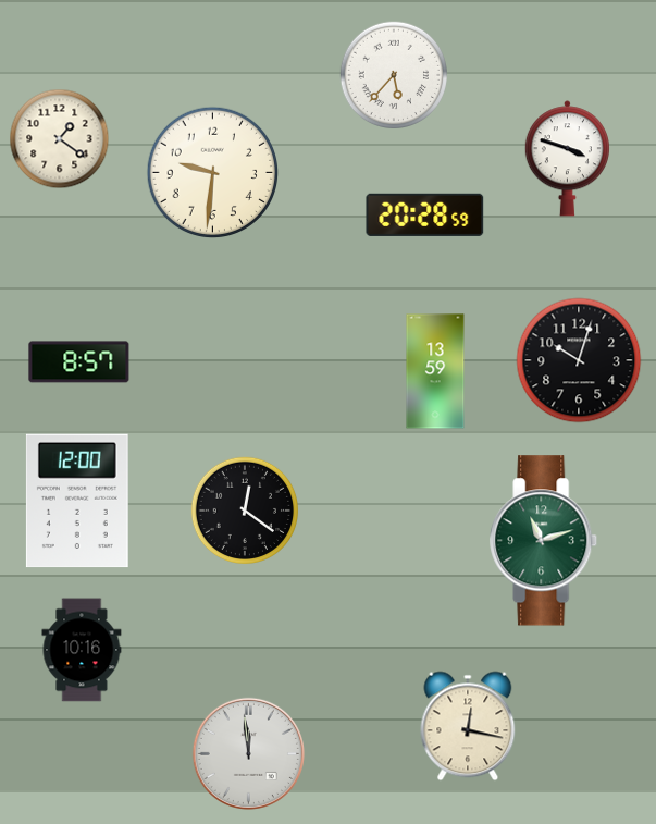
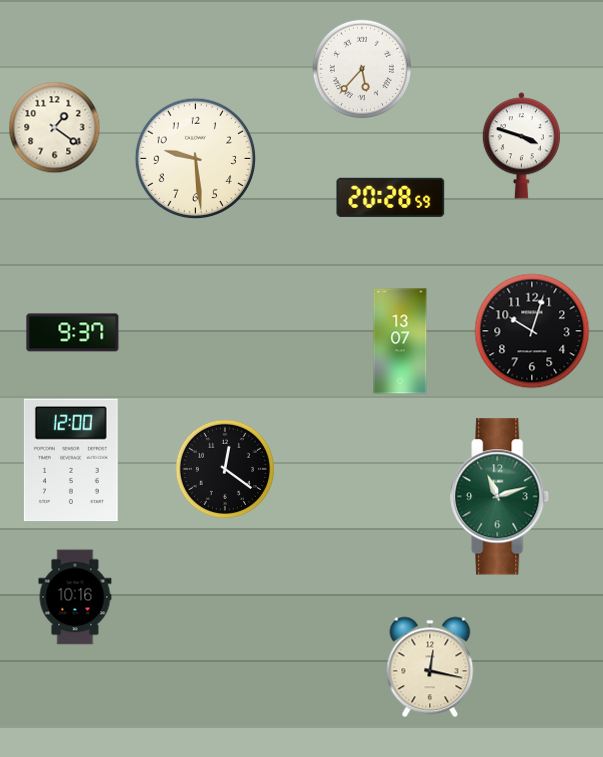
clock at (212, 172): 9:31 -> 9:29
clock at (79, 362): 8:57 -> 9:37
clock at (435, 371): 13:59 -> 13:07
clock at (248, 753): 11:59 -> none
